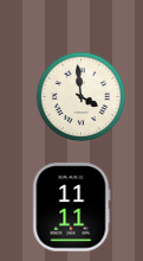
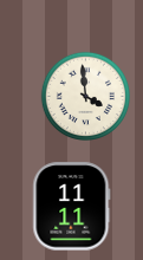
clock at (80, 96) position: (80, 96) -> (85, 96)
